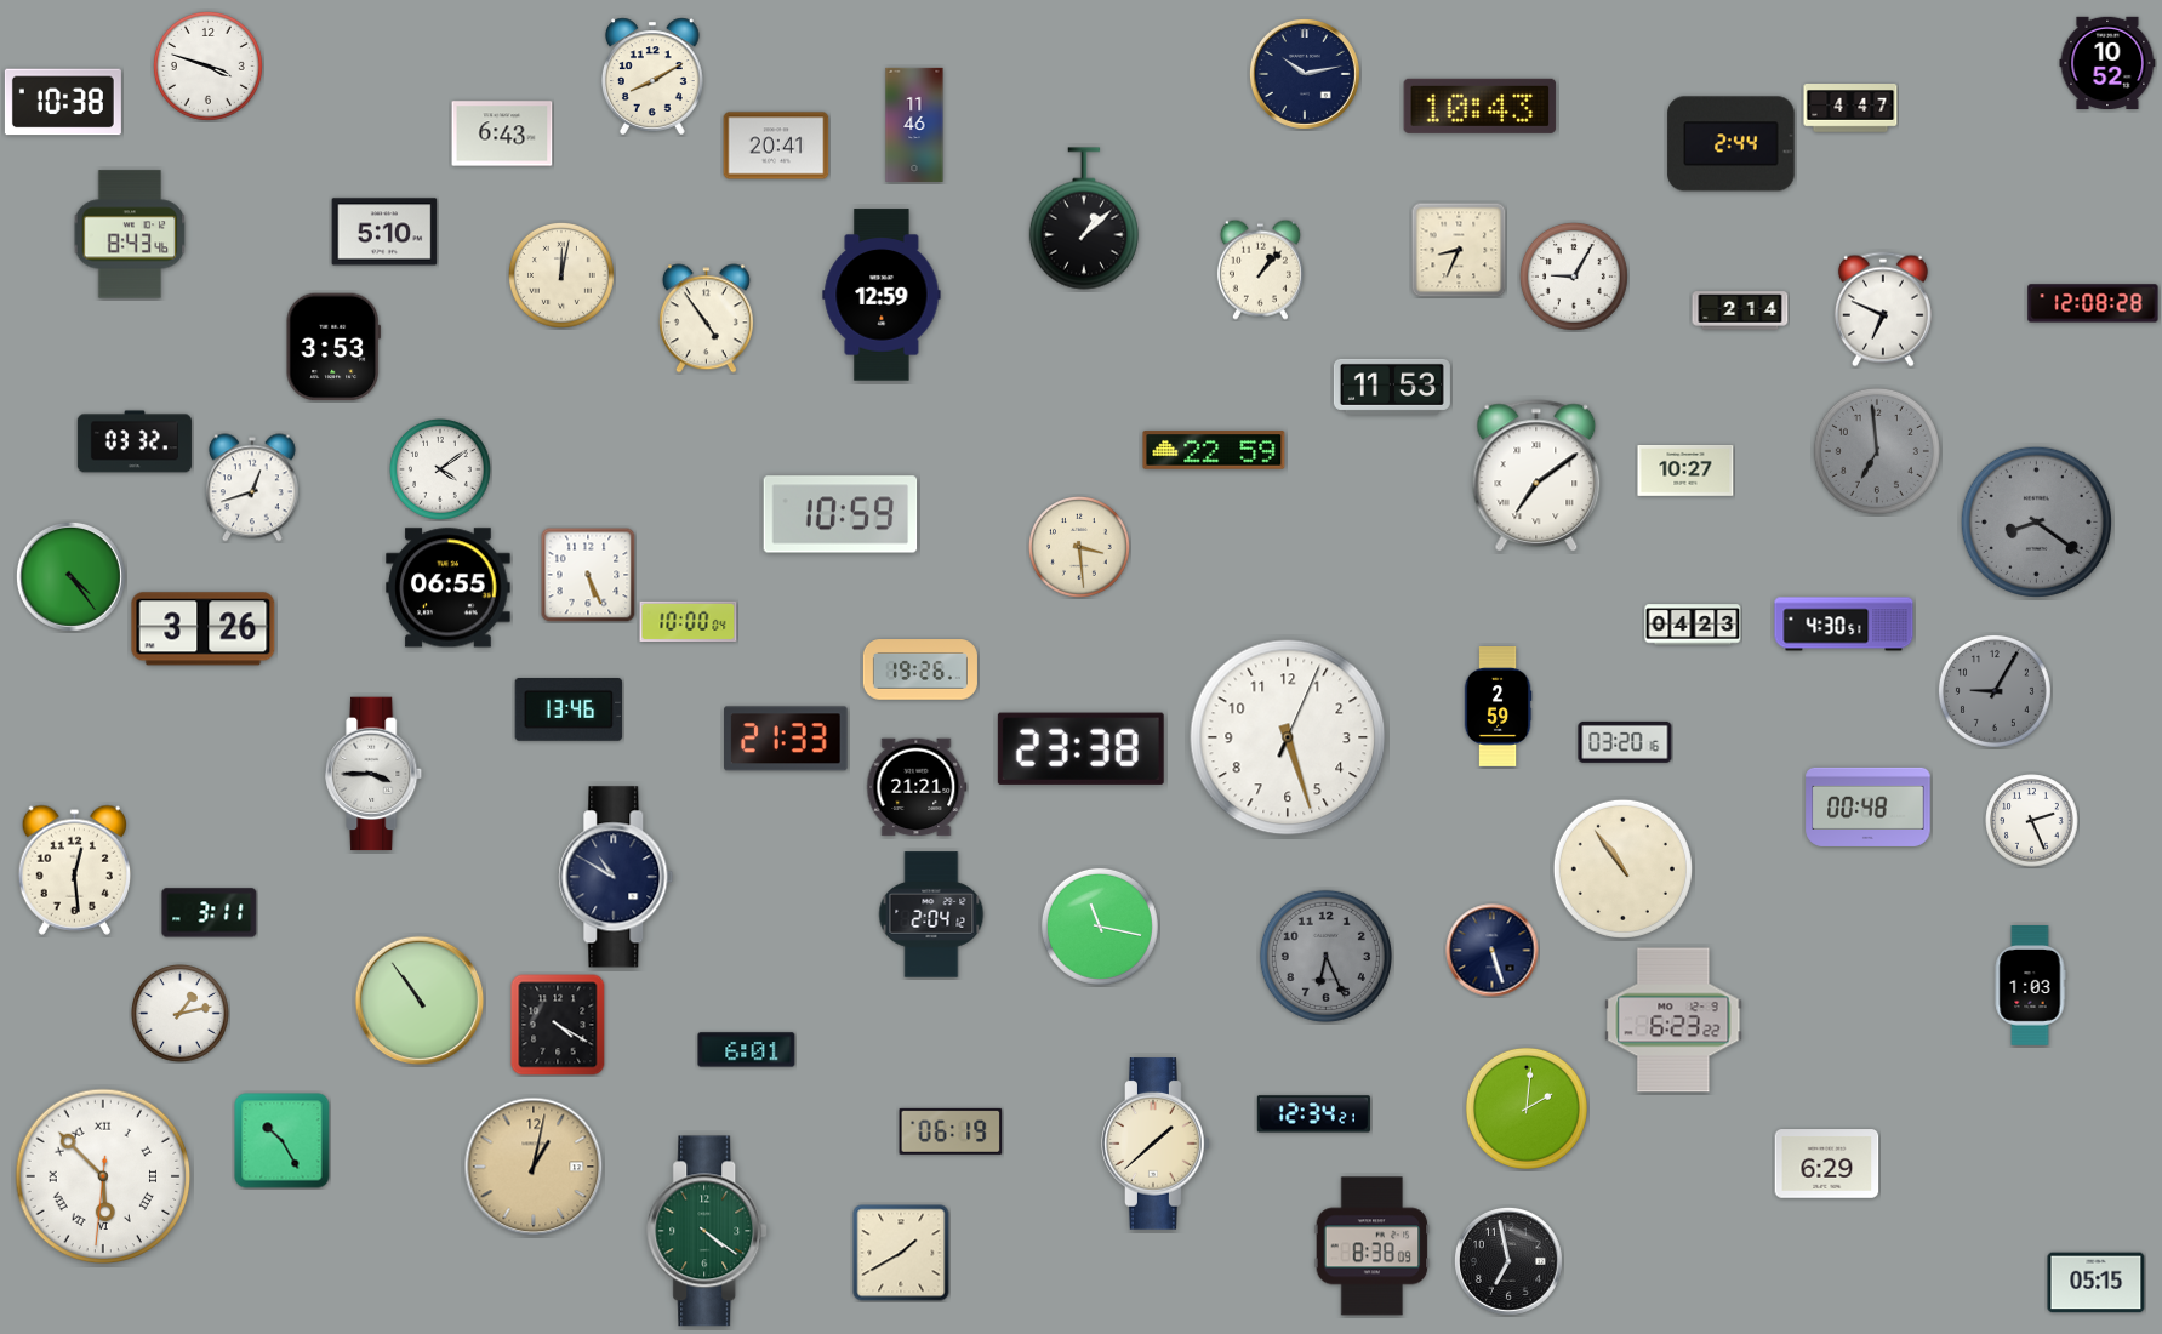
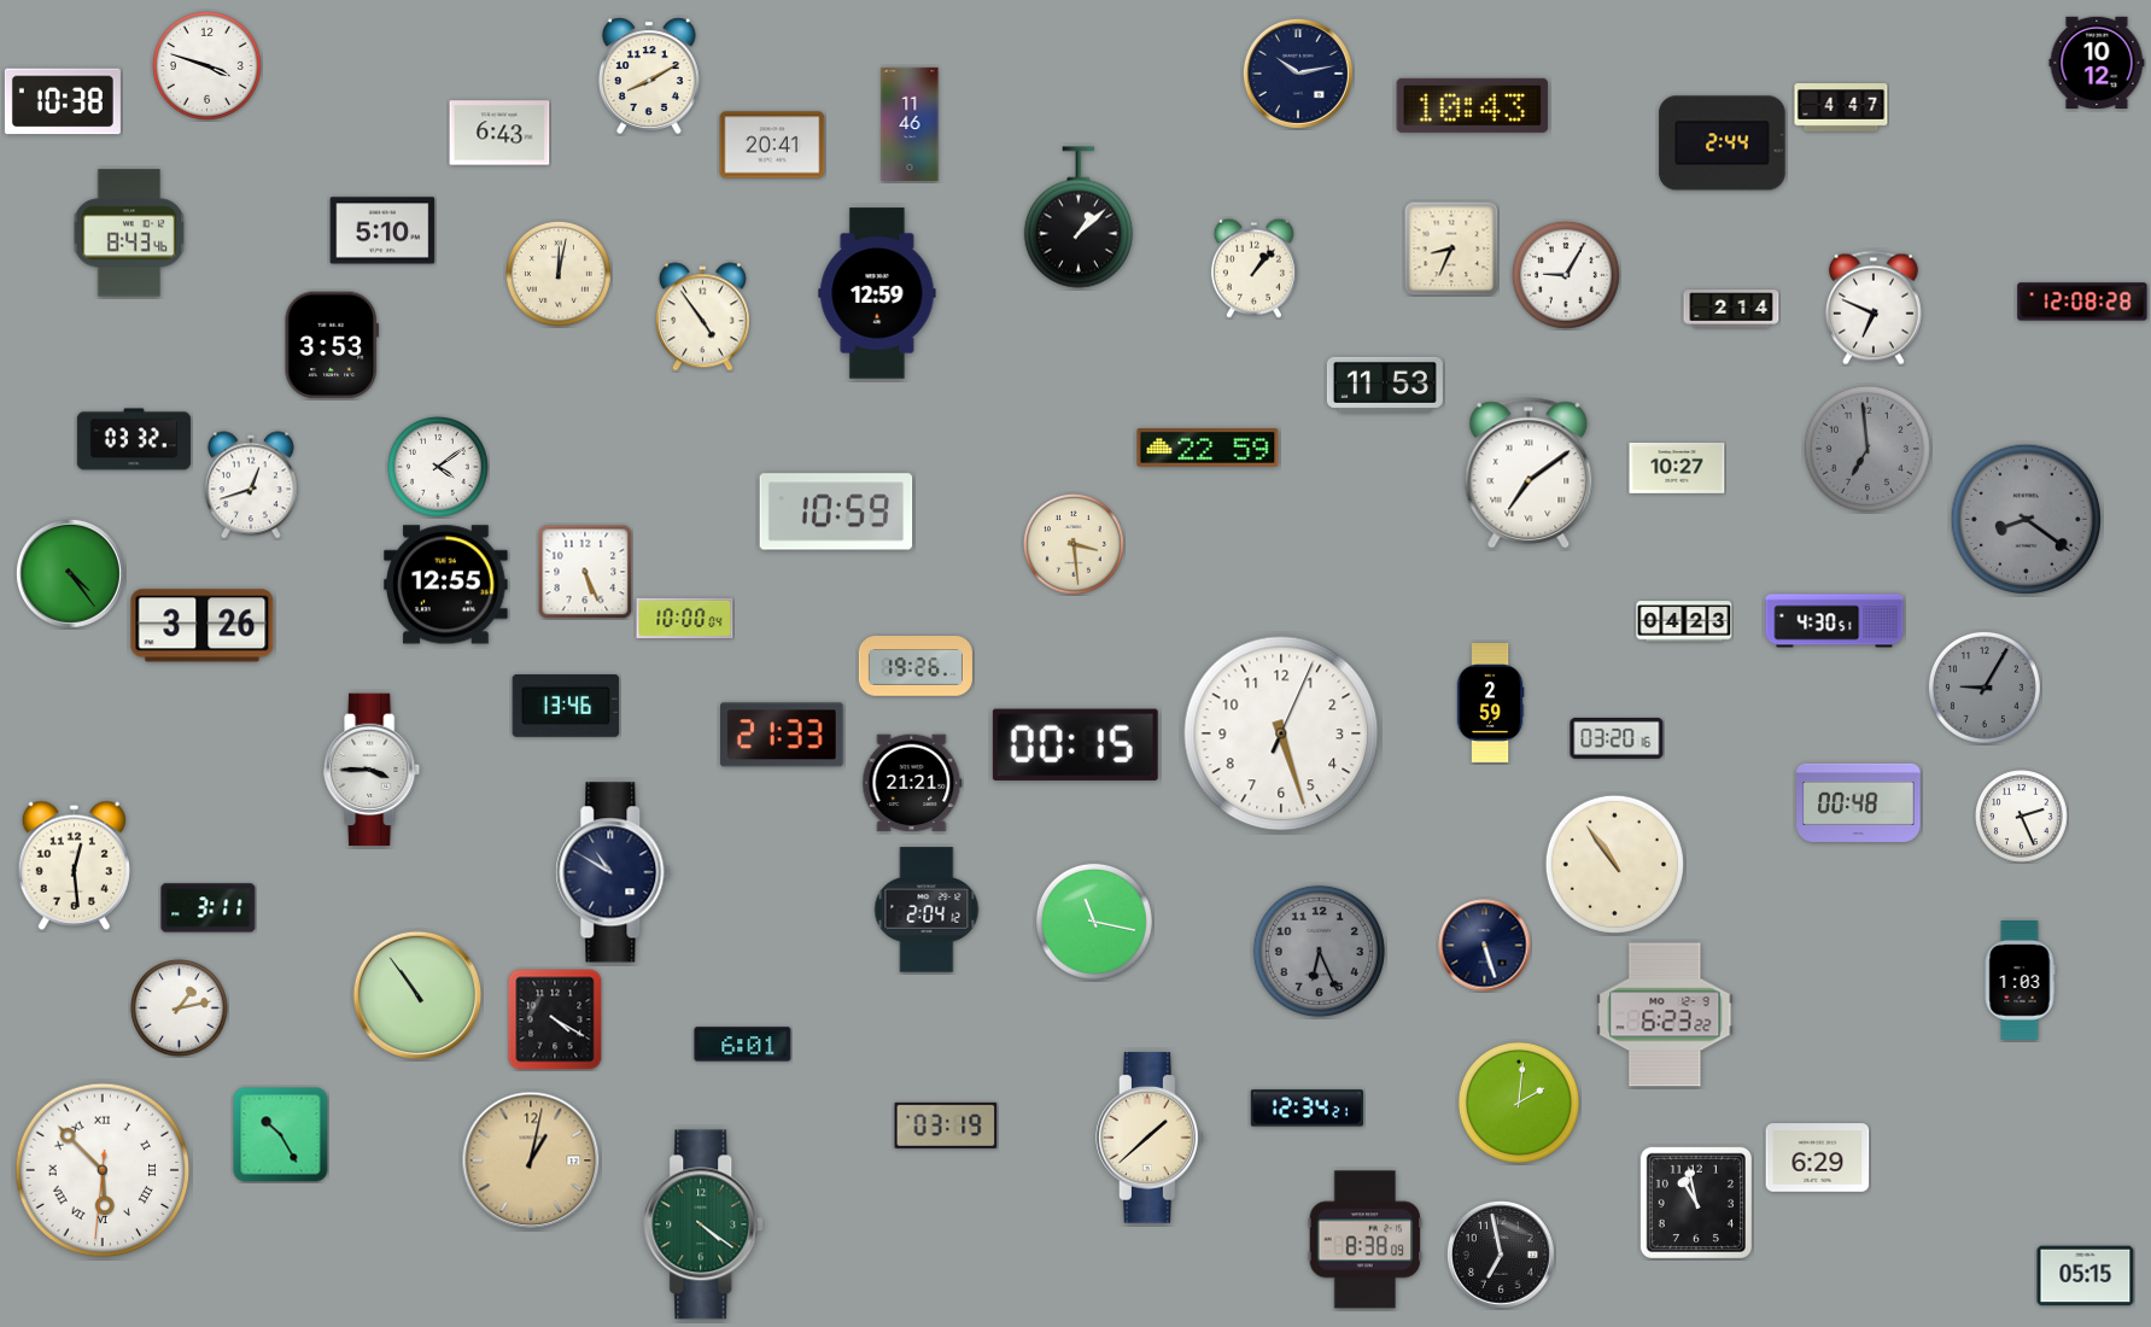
clock at (2107, 62): 10:52 -> 10:12
clock at (449, 588): 06:55 -> 12:55
clock at (1080, 748): 23:38 -> 00:15
clock at (951, 1131): 06:19 -> 03:19
clock at (1696, 1203): none -> 10:58
clock at (901, 1253): 1:40 -> none
